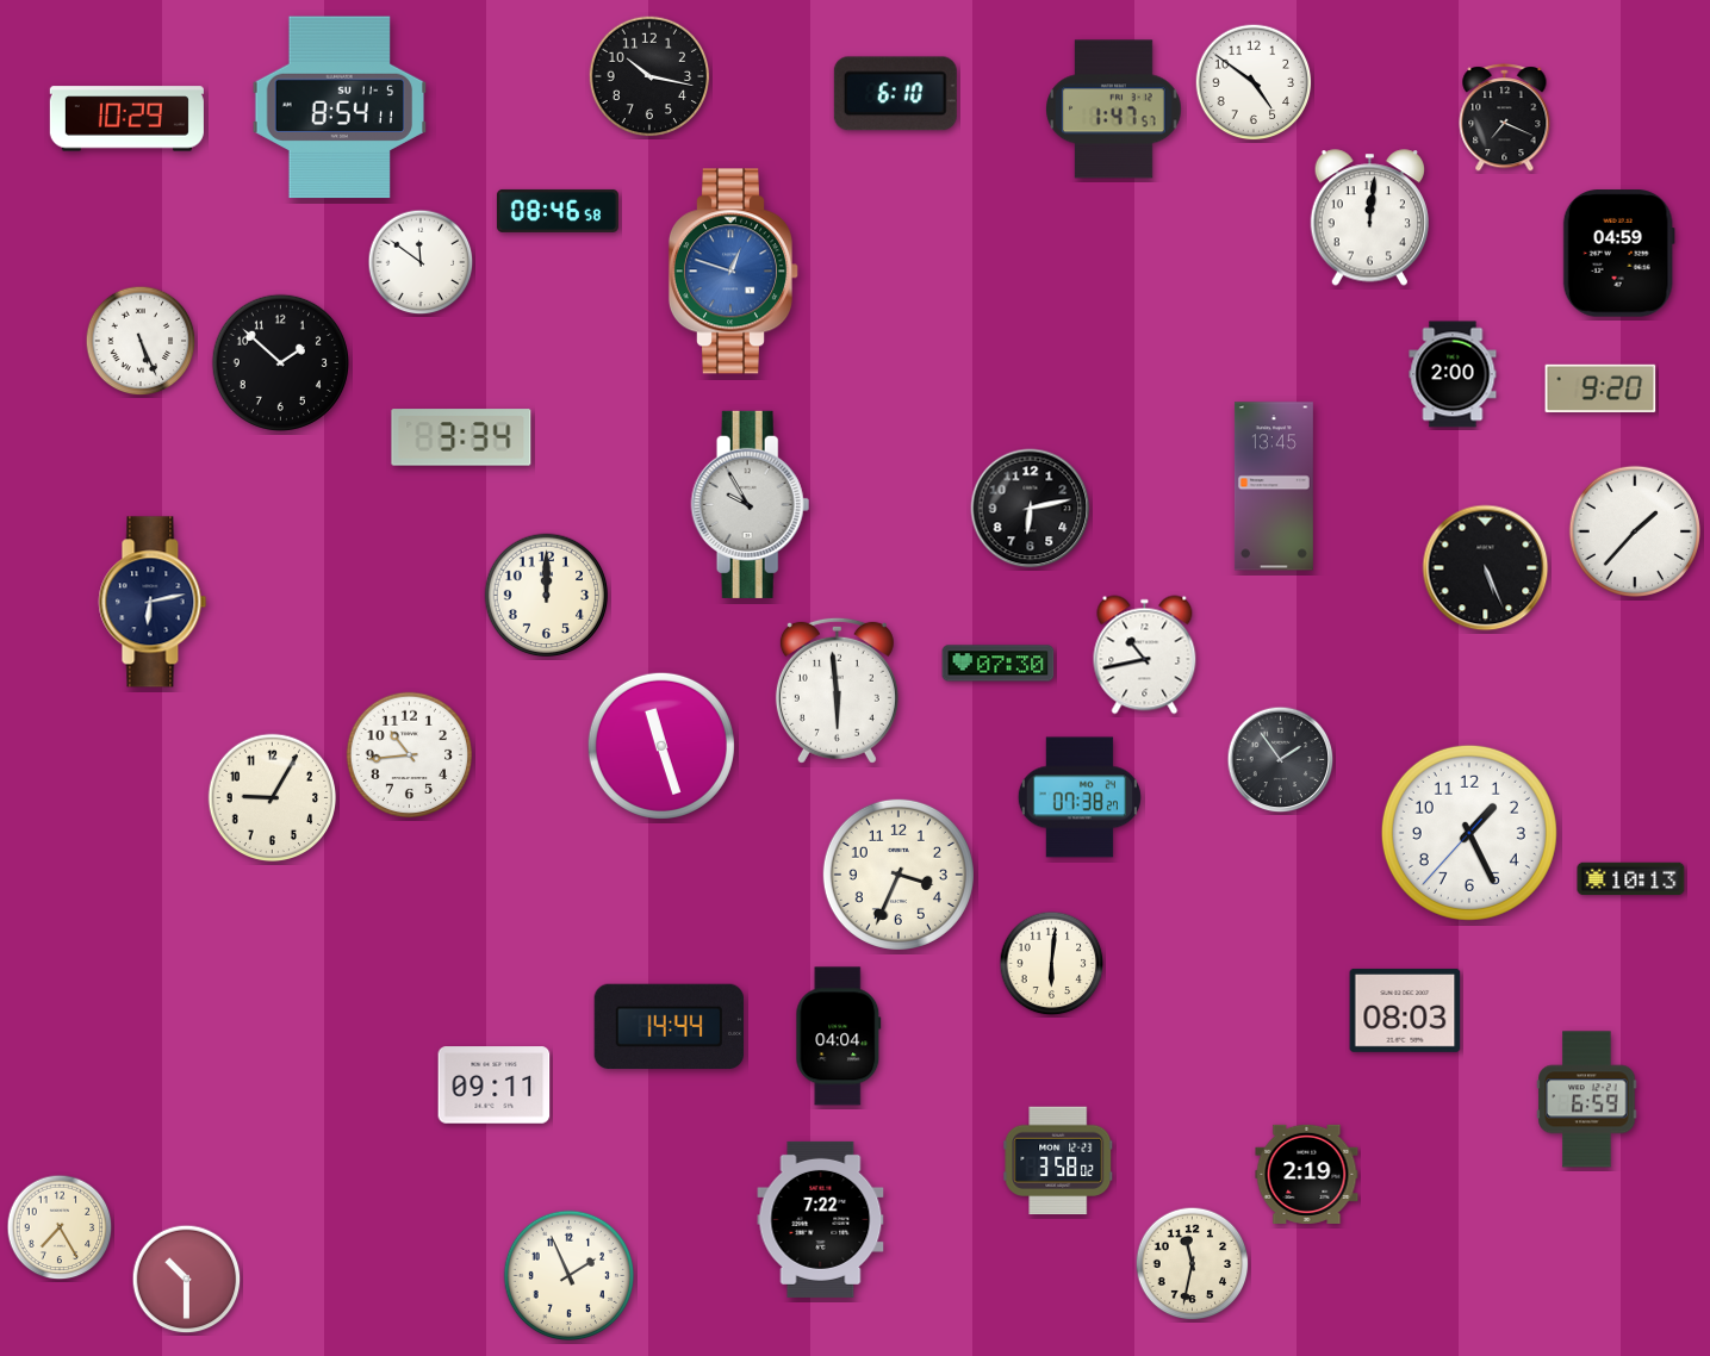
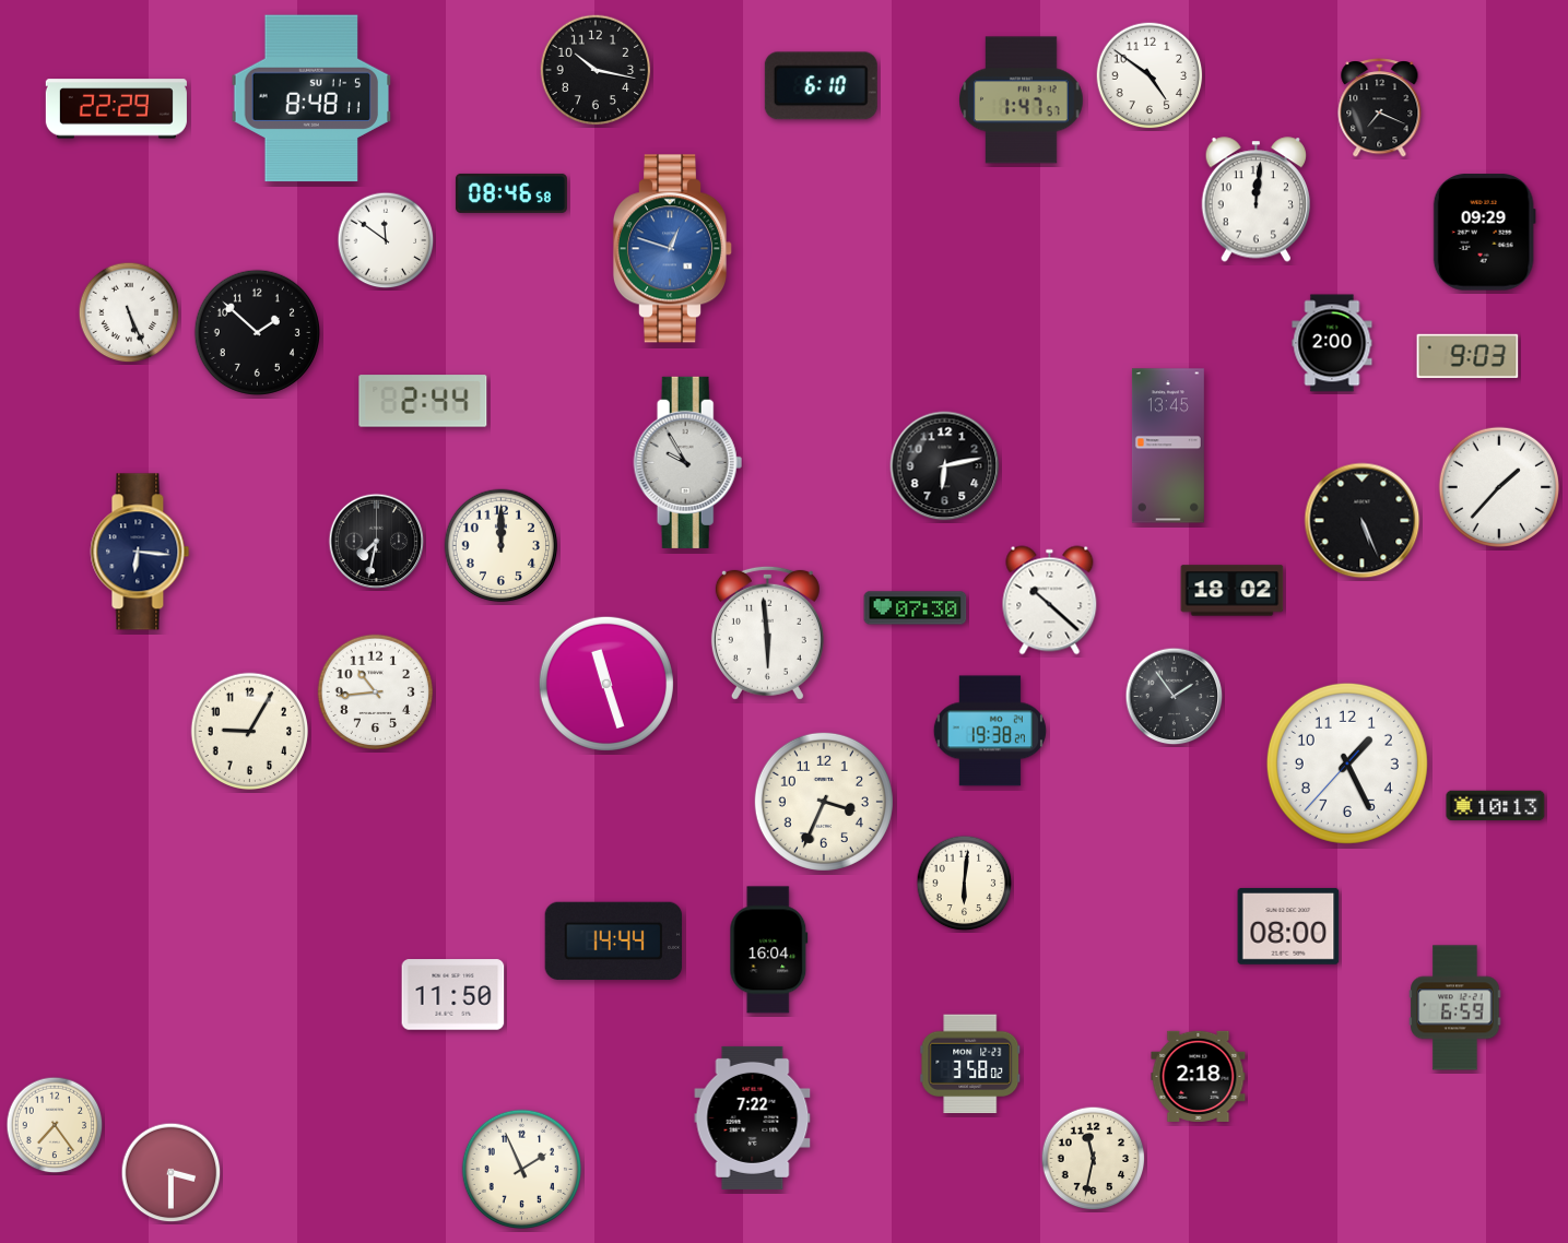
clock at (340, 107): 8:54 -> 8:48
clock at (126, 119): 10:29 -> 22:29
clock at (1618, 254): 04:59 -> 09:29
clock at (1600, 388): 9:20 -> 9:03
clock at (461, 437): 3:34 -> 2:44
clock at (377, 542): none -> 7:32
clock at (153, 602): 6:13 -> 6:16
clock at (1233, 591): none -> 18:02
clock at (1145, 655): 10:43 -> 10:22
clock at (1080, 797): 07:38 -> 19:38
clock at (1405, 1010): 08:03 -> 08:00
clock at (839, 1037): 04:04 -> 16:04
clock at (495, 1086): 09:11 -> 11:50
clock at (1307, 1174): 2:19 -> 2:18
clock at (60, 1227): 7:25 -> 7:24
clock at (187, 1280): 10:30 -> 3:30
